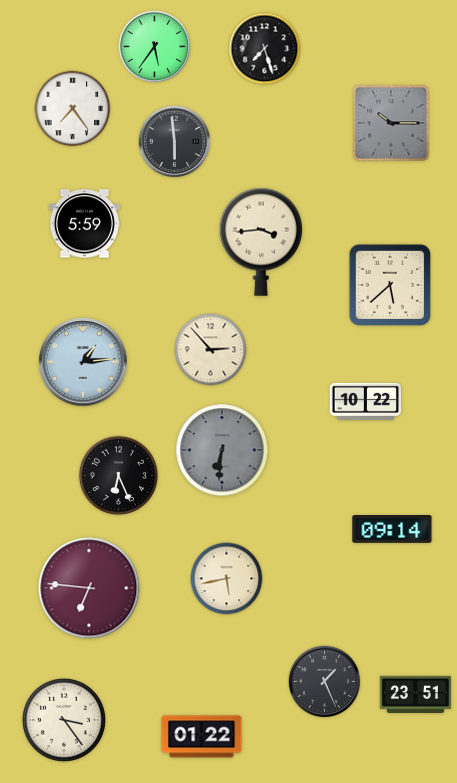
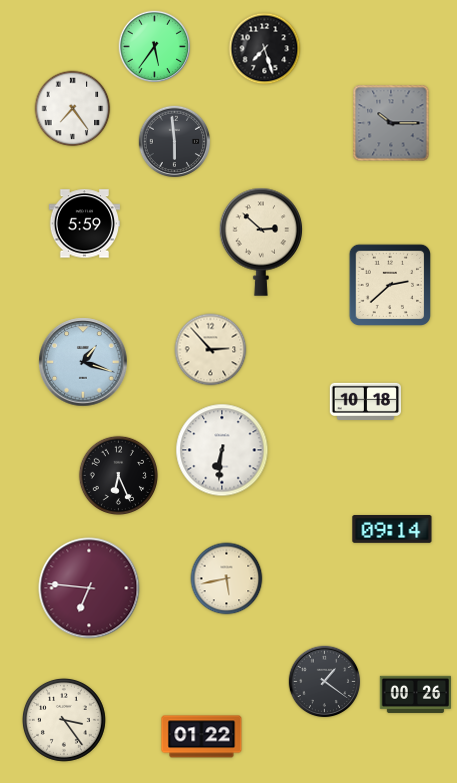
clock at (261, 242): 3:44 -> 2:52
clock at (390, 285): 5:38 -> 2:38
clock at (83, 362): 1:14 -> 1:18
clock at (365, 401): 10:22 -> 10:18
clock at (222, 450) dial: grey -> white
clock at (325, 682): 1:26 -> 1:21
clock at (415, 694): 23:51 -> 00:26
